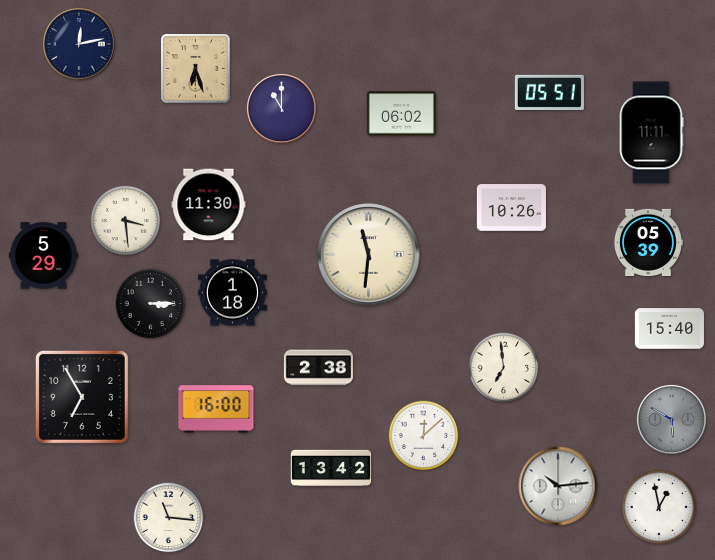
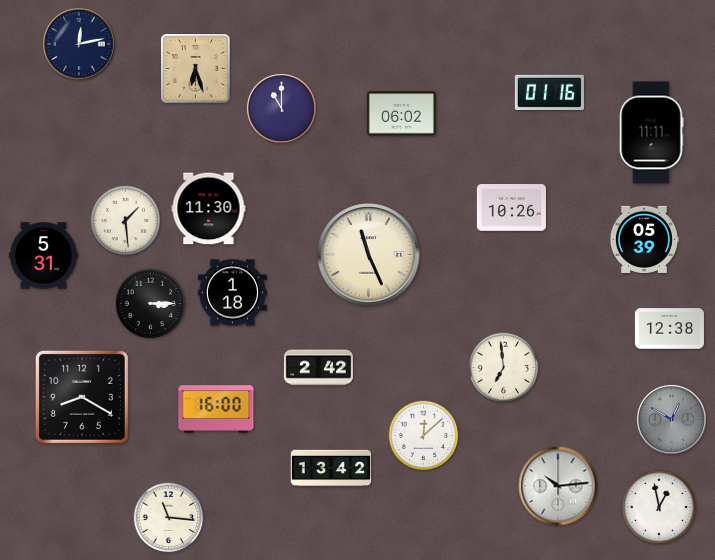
clock at (549, 92): 05:51 -> 01:16
clock at (209, 205) position: (209, 205) -> (209, 209)
clock at (126, 221): 3:29 -> 1:29
clock at (648, 242) position: (648, 242) -> (644, 239)
clock at (369, 255): 11:31 -> 11:26
clock at (43, 256): 5:29 -> 5:31
clock at (669, 329): 15:40 -> 12:38
clock at (318, 368): 2:38 -> 2:42
clock at (82, 397): 6:55 -> 8:20
clock at (671, 419): 5:50 -> 12:50
